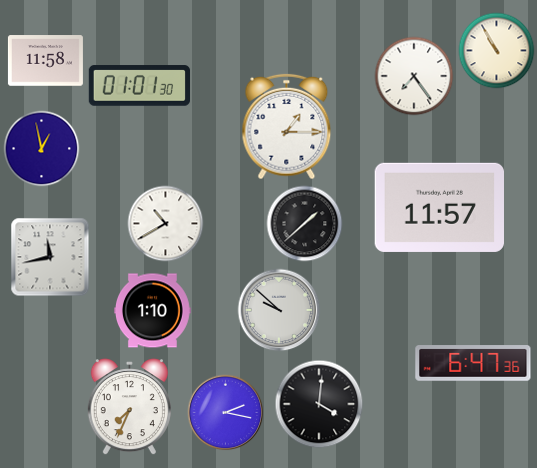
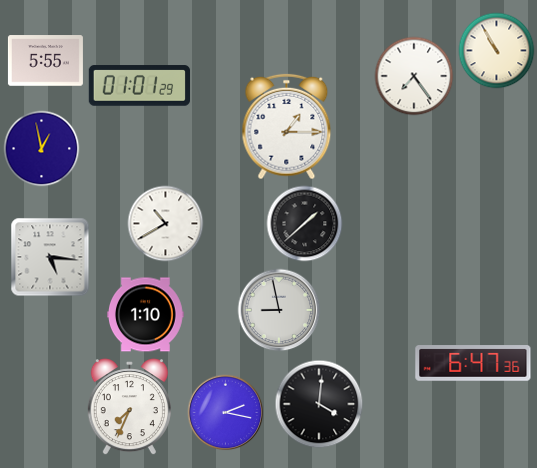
clock at (45, 61): 11:58 -> 5:55
clock at (139, 86): 01:01:30 -> 01:01:29
clock at (440, 207): 11:57 -> none
clock at (50, 257): 11:43 -> 5:16
clock at (279, 310): 9:52 -> 8:58
clock at (153, 311) position: (153, 311) -> (146, 315)
